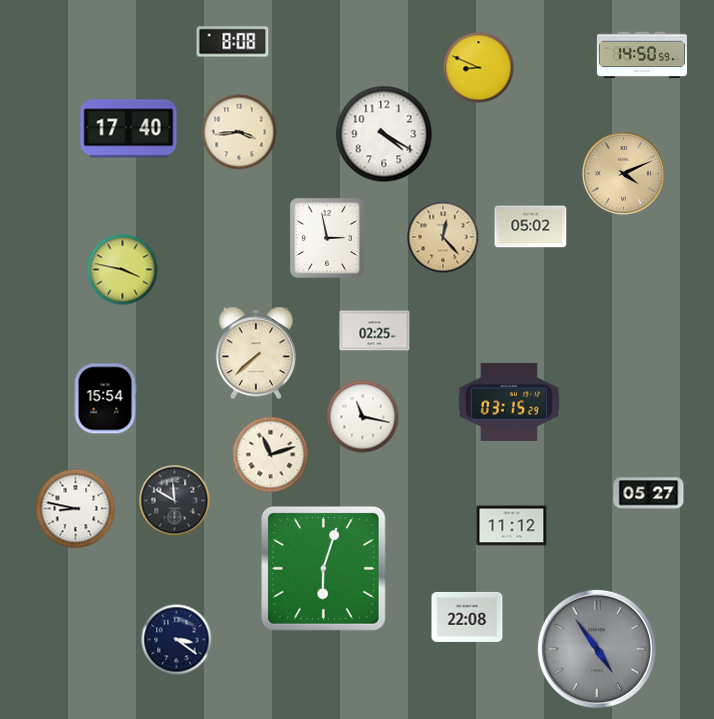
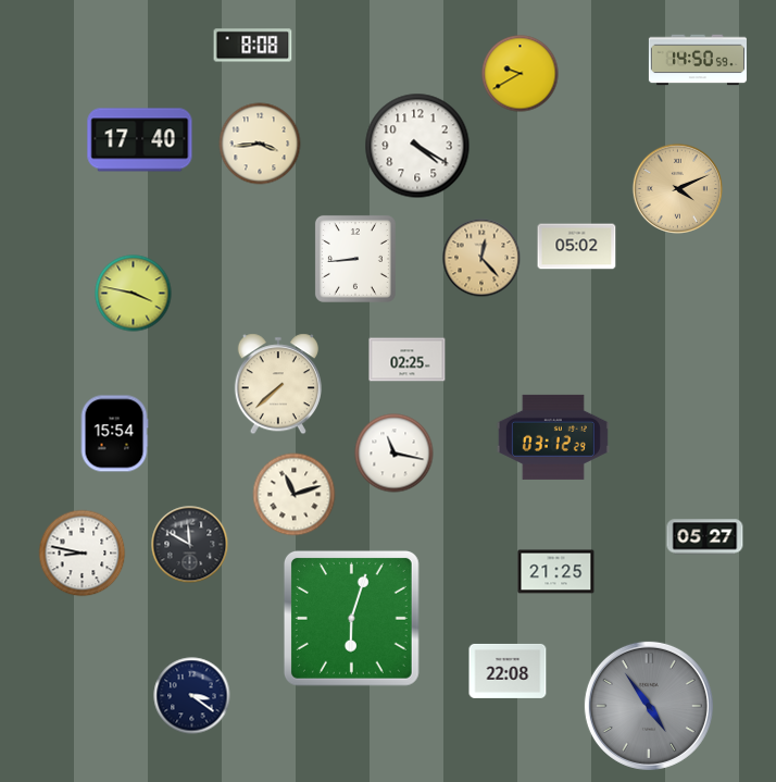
clock at (479, 68): 8:49 -> 9:40
clock at (327, 238): 2:58 -> 8:44
clock at (509, 402): 03:15 -> 03:12
clock at (512, 526): 11:12 -> 21:25
